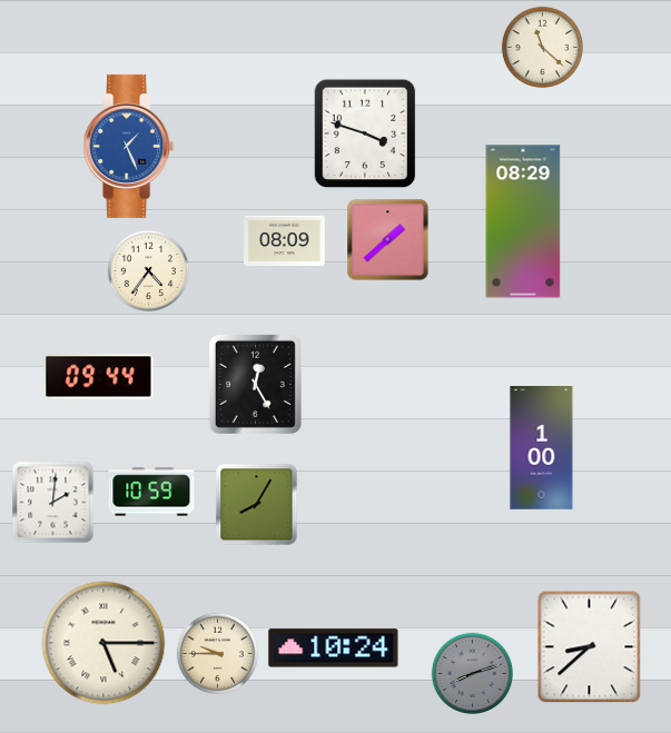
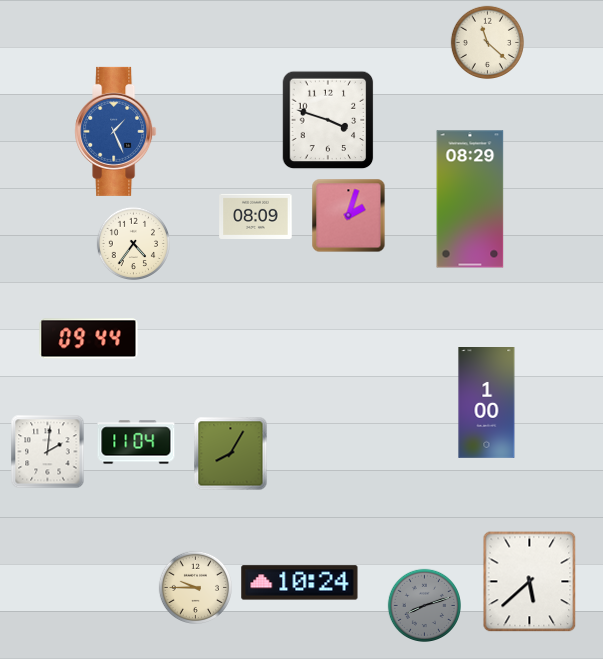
clock at (388, 240): 1:38 -> 2:03
clock at (255, 384): 12:25 -> none
clock at (151, 492): 10:59 -> 11:04
clock at (103, 643): 5:15 -> none
clock at (590, 647): 8:38 -> 5:38
